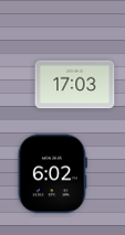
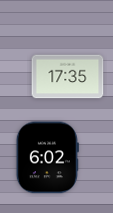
clock at (75, 85): 17:03 -> 17:35
